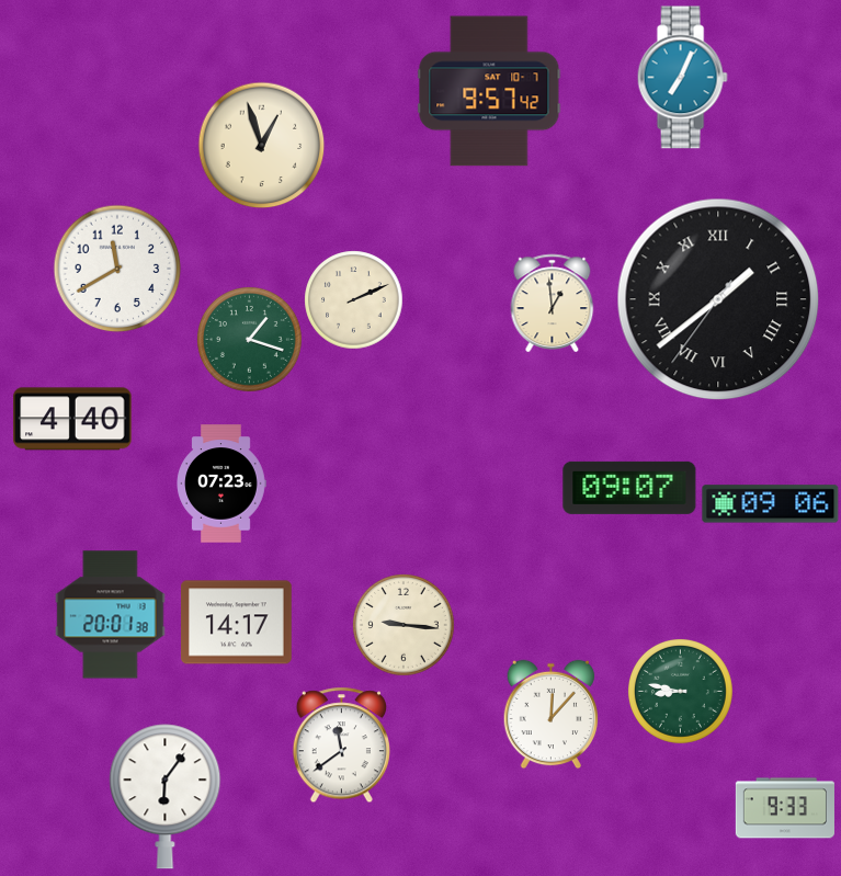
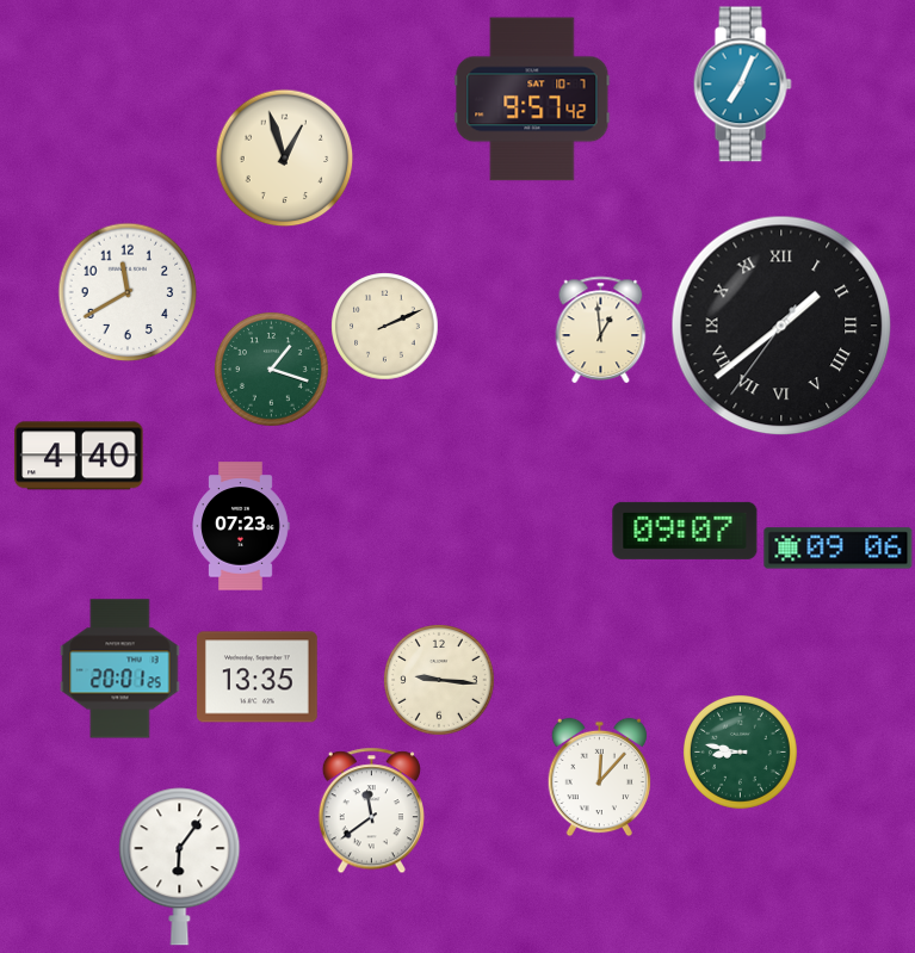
clock at (111, 615): 20:01:38 -> 20:01:25
clock at (237, 623): 14:17 -> 13:35
clock at (785, 808): 9:33 -> none
